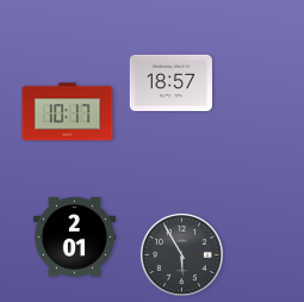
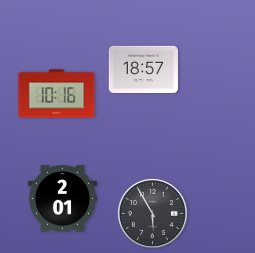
clock at (68, 112): 10:17 -> 10:16
